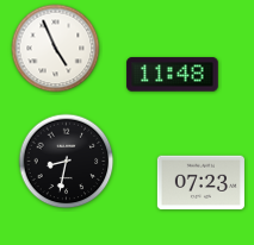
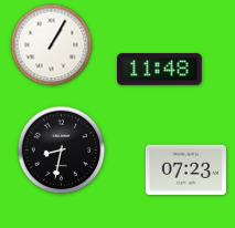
clock at (56, 49): 4:56 -> 1:05
